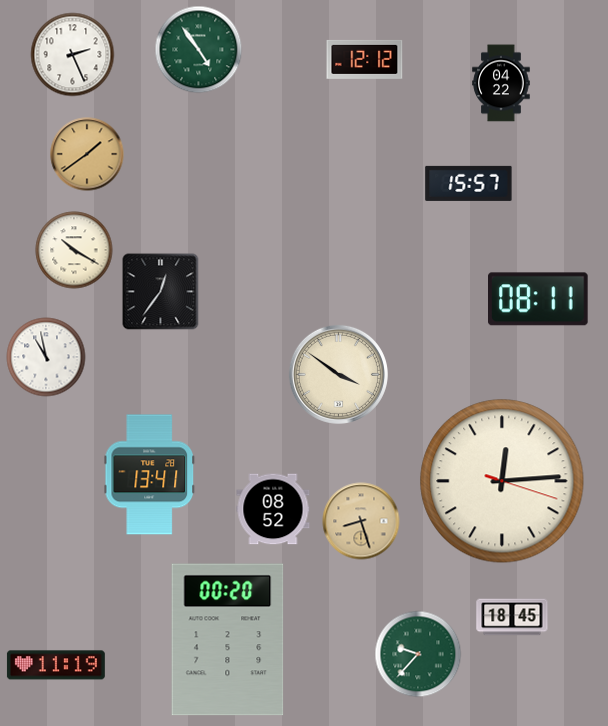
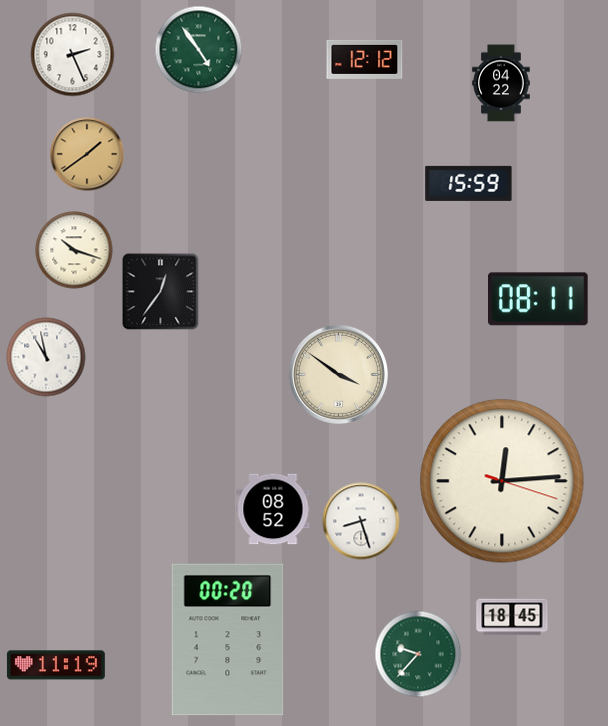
clock at (469, 183): 15:57 -> 15:59
clock at (74, 250): 10:20 -> 10:18
clock at (149, 475): 13:41 -> none
clock at (361, 521) dial: champagne -> white
